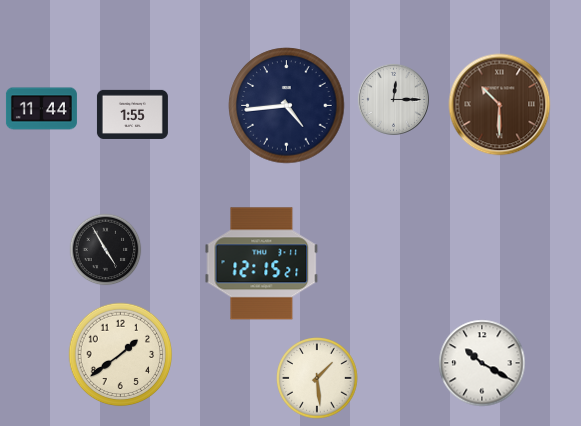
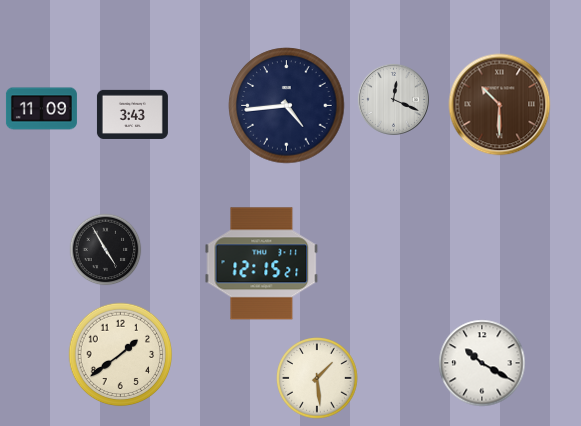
clock at (393, 99): 12:15 -> 12:19
clock at (41, 109): 11:44 -> 11:09
clock at (132, 114): 1:55 -> 3:43
